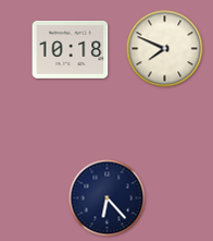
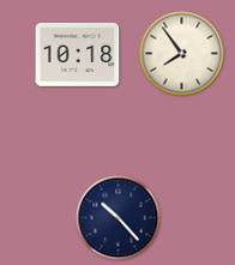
clock at (165, 49): 7:49 -> 7:54
clock at (108, 198): 6:23 -> 10:23
